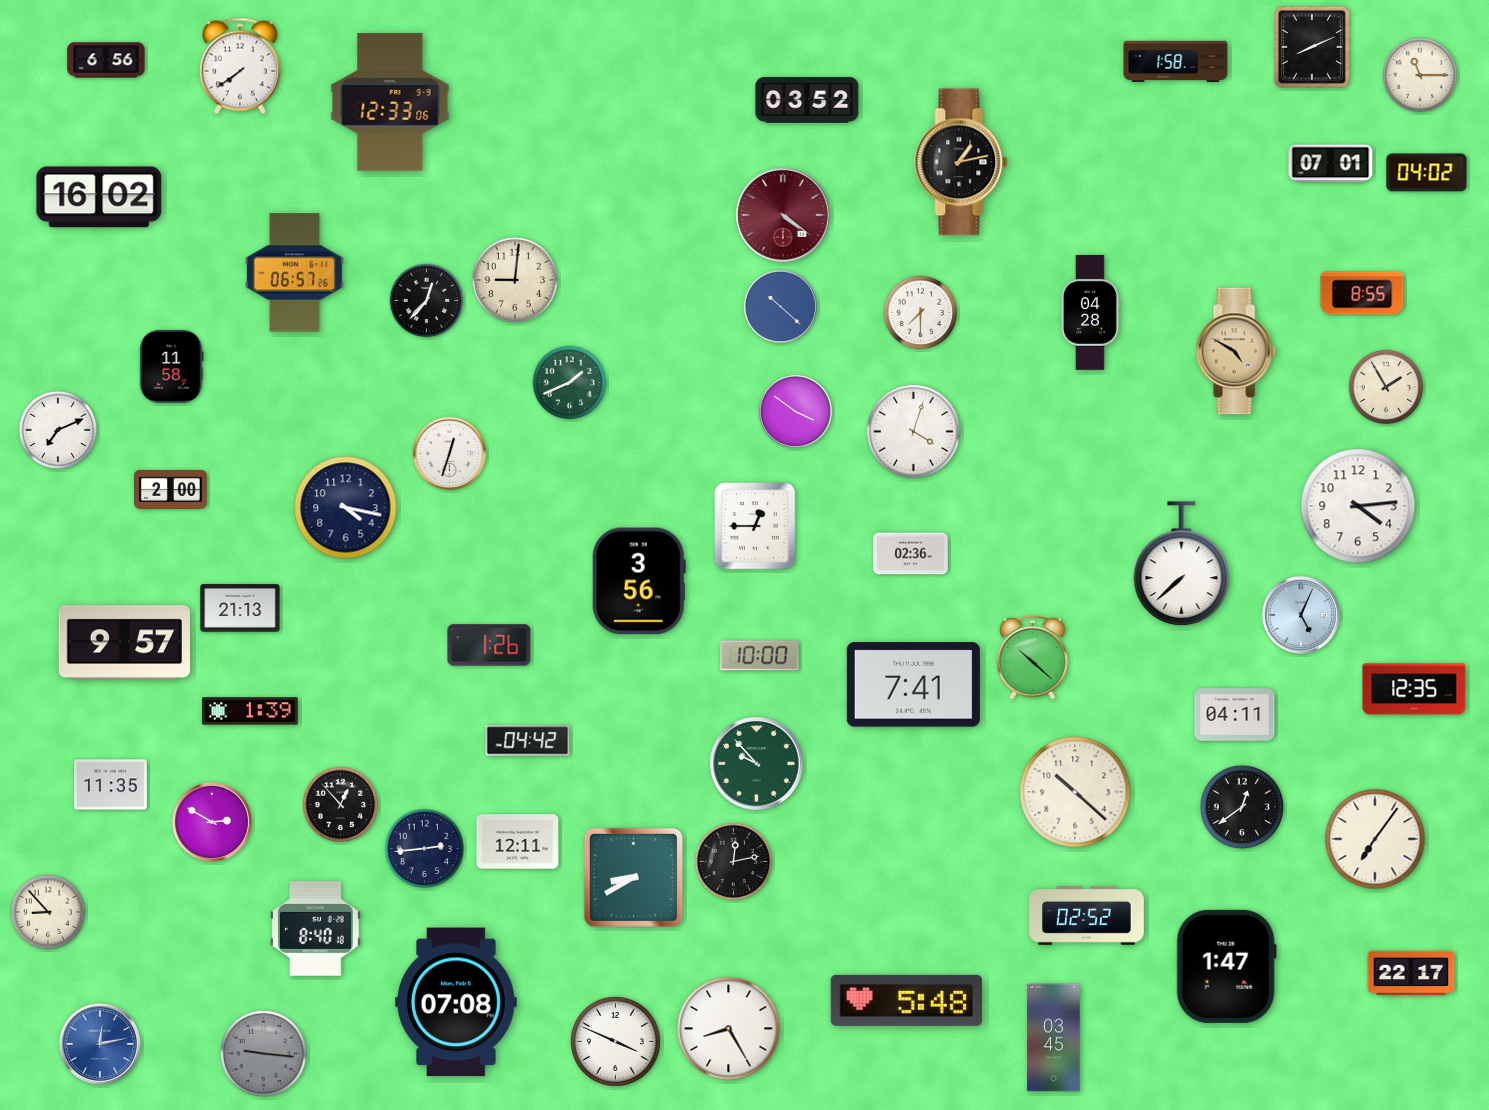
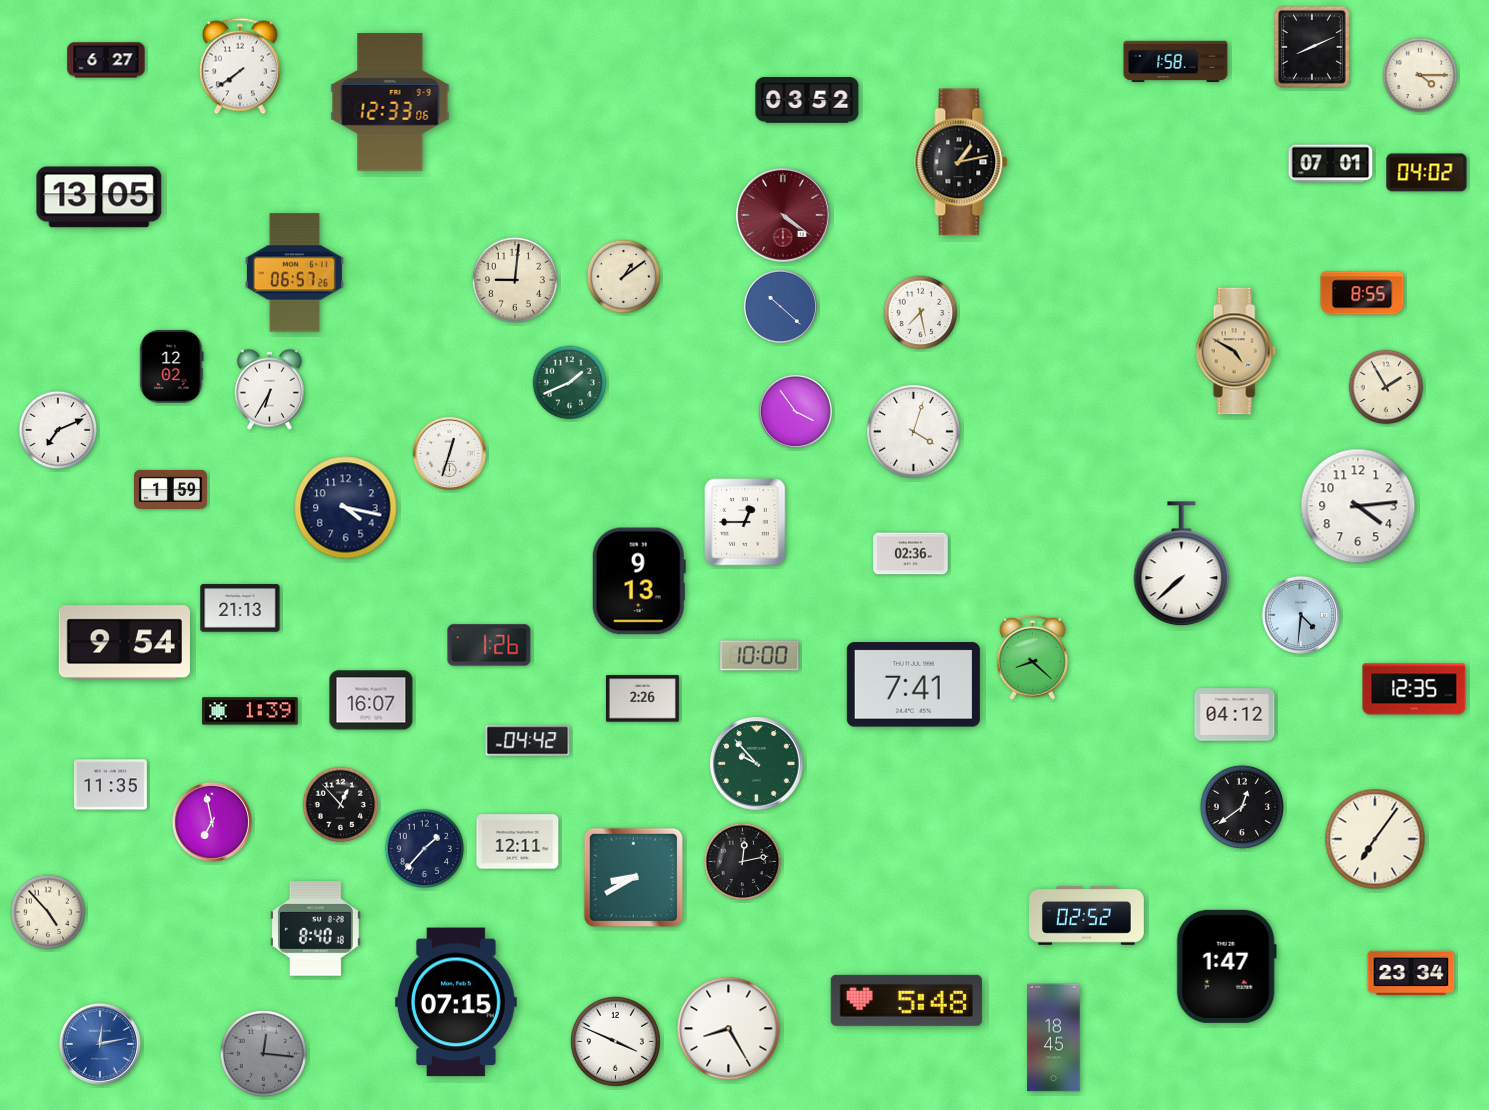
clock at (106, 60): 6:56 -> 6:27
clock at (1420, 75): 11:15 -> 4:15
clock at (99, 197): 16:02 -> 13:05
clock at (624, 277): none -> 1:09
clock at (427, 301): 12:37 -> none
clock at (921, 313): 7:30 -> 7:28
clock at (1090, 313): 04:28 -> none
clock at (172, 366): 11:58 -> 12:02
clock at (269, 389): none -> 6:35
clock at (795, 411): 3:51 -> 3:54
clock at (171, 489): 2:00 -> 1:59
clock at (755, 526) position: (755, 526) -> (745, 522)
clock at (639, 581): 3:56 -> 9:13
clock at (1301, 615): 5:04 -> 4:31
clock at (124, 643): 9:57 -> 9:54
clock at (1032, 657): 10:22 -> 8:22
clock at (642, 699): none -> 2:26
clock at (371, 700): none -> 16:07
clock at (1235, 715): 04:11 -> 04:12
clock at (1075, 792): 10:22 -> none
clock at (212, 822): 2:50 -> 6:58
clock at (425, 849): 2:44 -> 1:37
clock at (734, 862) position: (734, 862) -> (743, 862)
clock at (48, 912): 8:53 -> 4:53
clock at (1411, 973): 22:17 -> 23:34
clock at (456, 1002): 07:08 -> 07:15
clock at (1054, 1038): 03:45 -> 18:45
clock at (263, 1053): 9:16 -> 12:16
